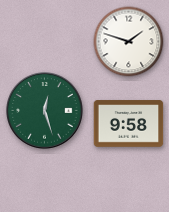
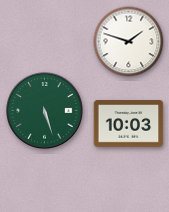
clock at (45, 111): 12:27 -> 5:27
clock at (129, 124): 9:58 -> 10:03
